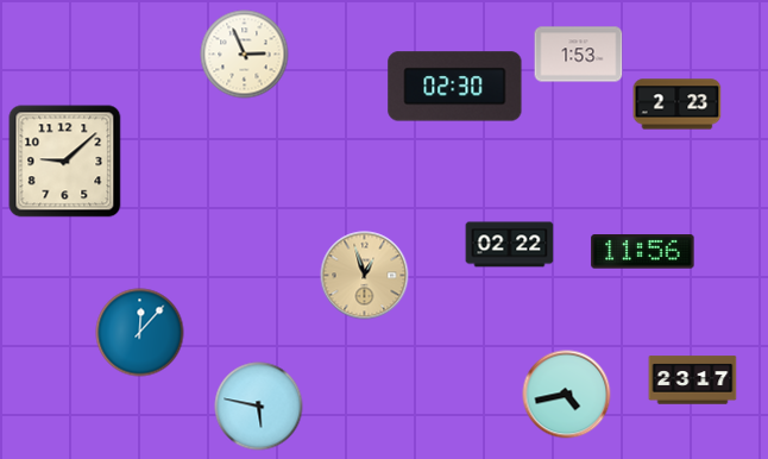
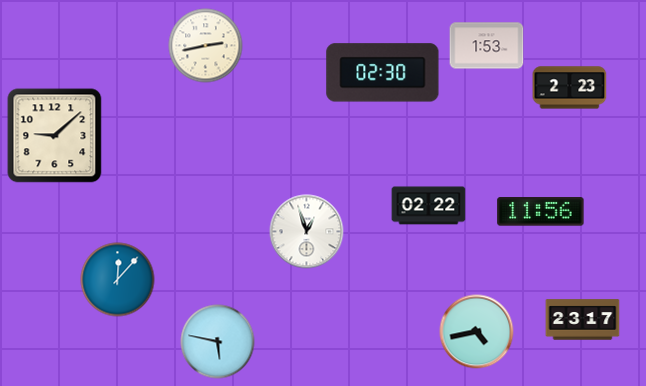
clock at (245, 55): 2:56 -> 2:43
clock at (365, 276) dial: champagne -> white
